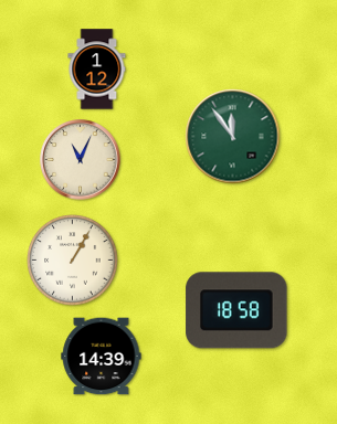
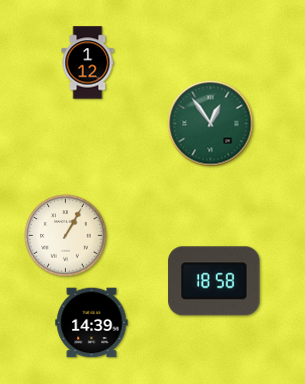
clock at (233, 137): 11:54 -> 12:54
clock at (81, 160): 11:04 -> none
